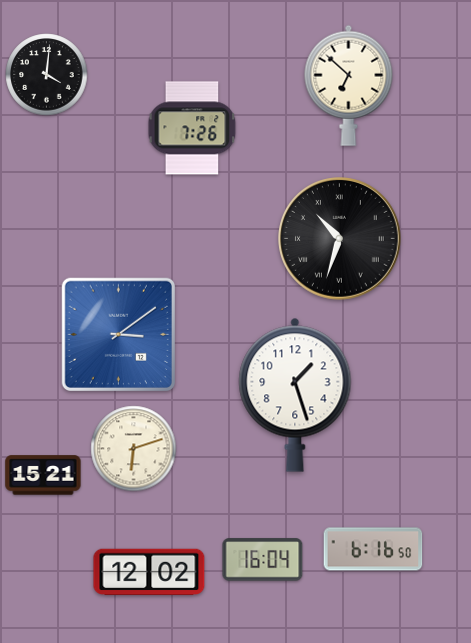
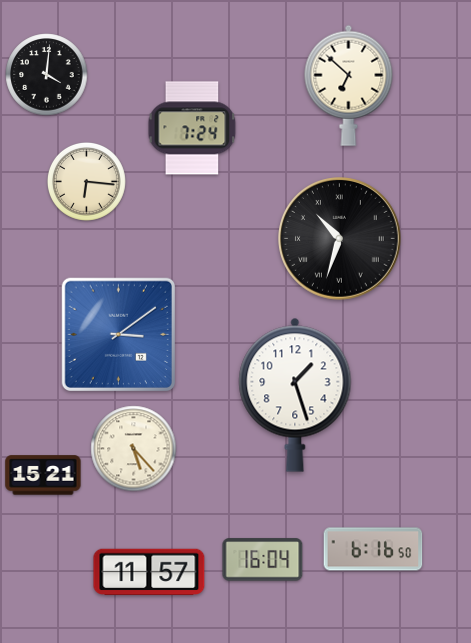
clock at (192, 128): 7:26 -> 7:24
clock at (86, 181): none -> 6:16
clock at (134, 449): 6:12 -> 5:23
clock at (149, 572): 12:02 -> 11:57
